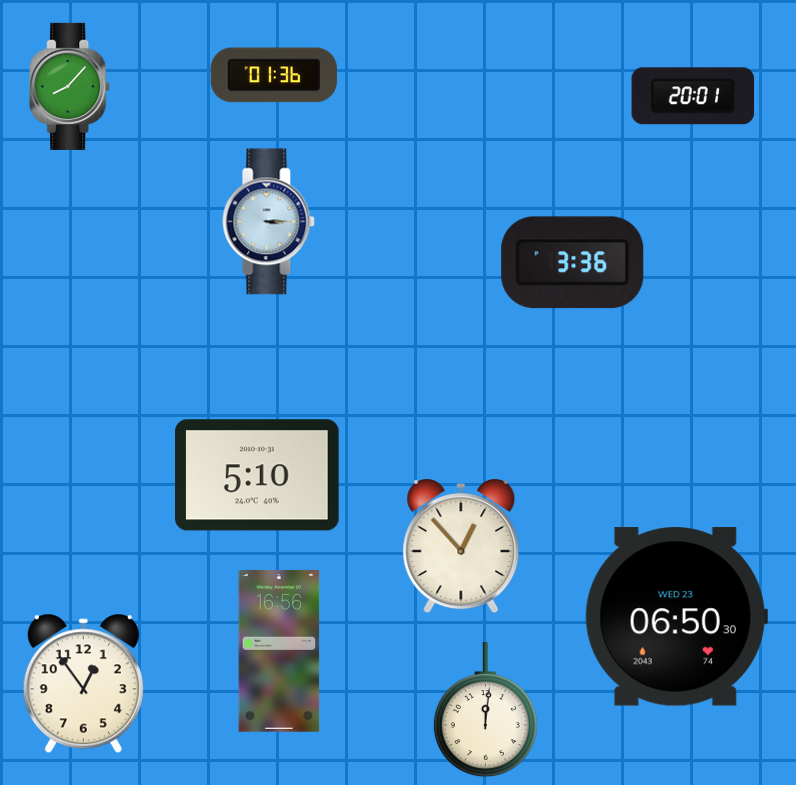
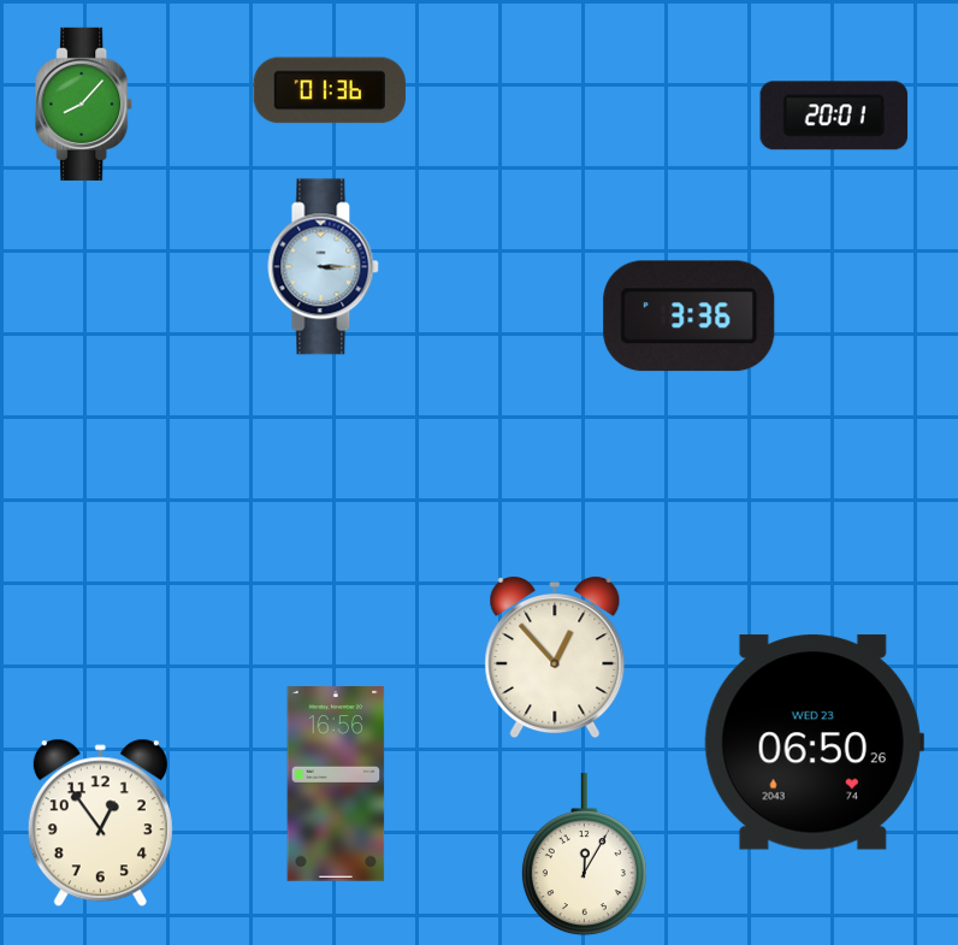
clock at (257, 475): 5:10 -> none
clock at (676, 617): 06:50:30 -> 06:50:26
clock at (485, 710): 12:01 -> 12:05
